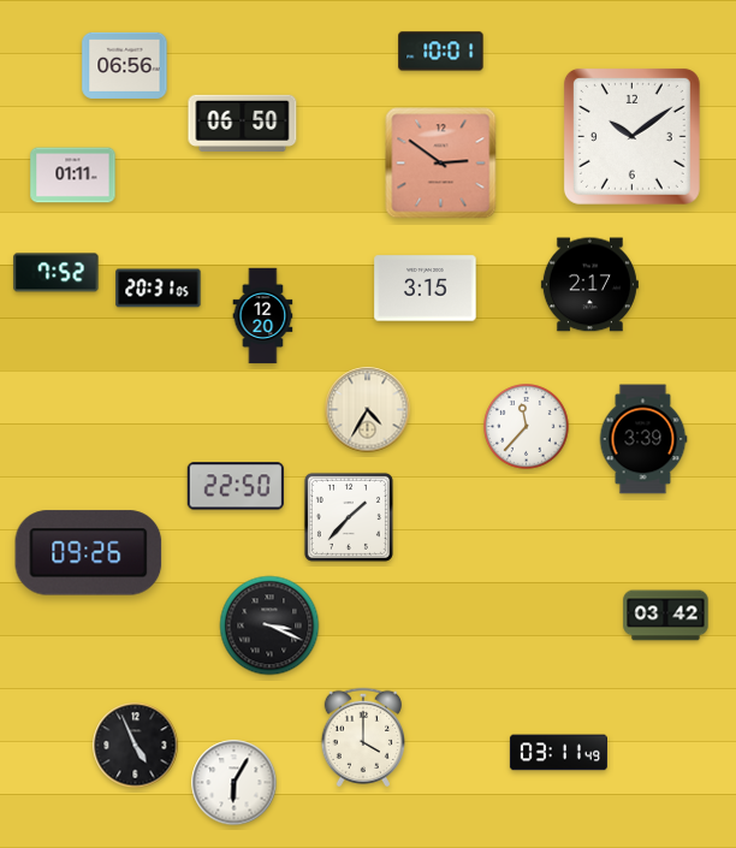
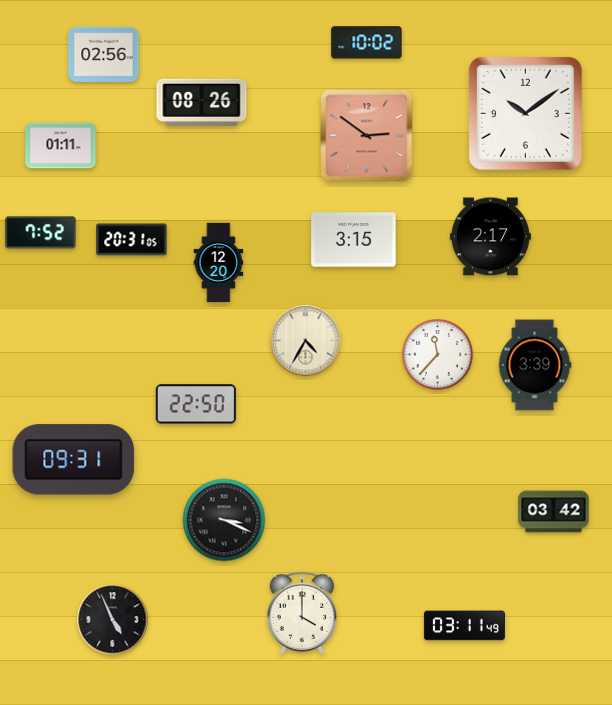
clock at (441, 52): 10:01 -> 10:02
clock at (125, 65): 06:56 -> 02:56
clock at (243, 123): 06:50 -> 08:26
clock at (57, 273) position: (57, 273) -> (41, 233)
clock at (349, 517): 1:37 -> none
clock at (89, 553): 09:26 -> 09:31
clock at (235, 783): 6:05 -> none
